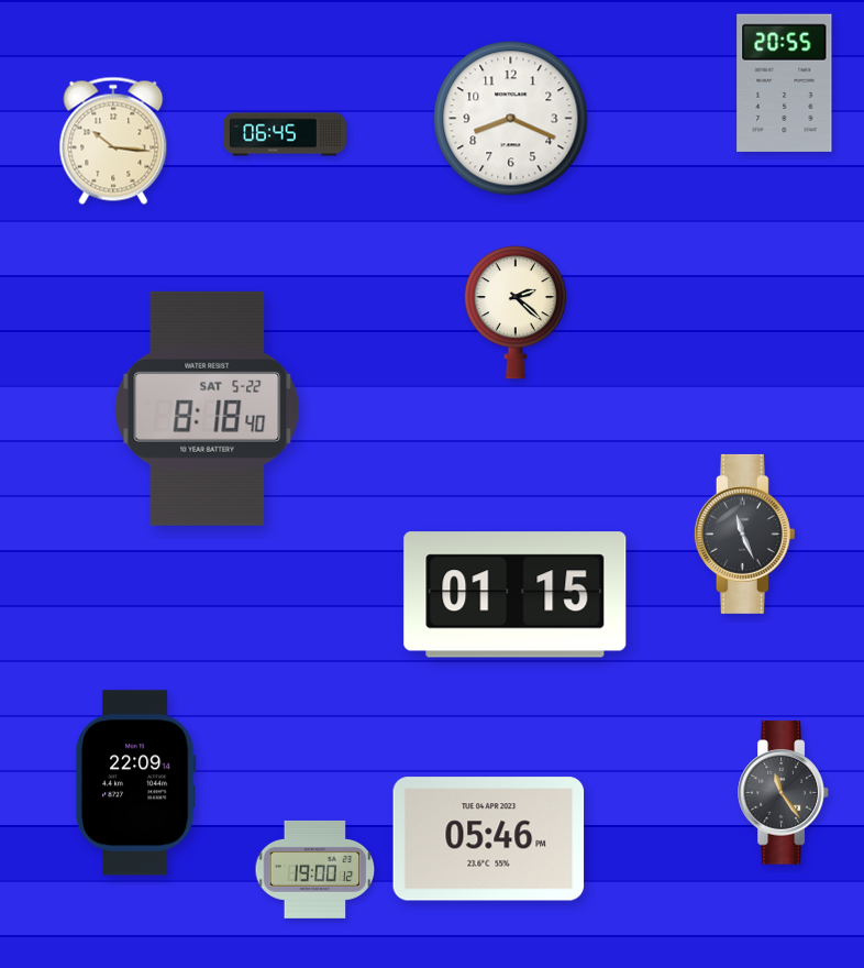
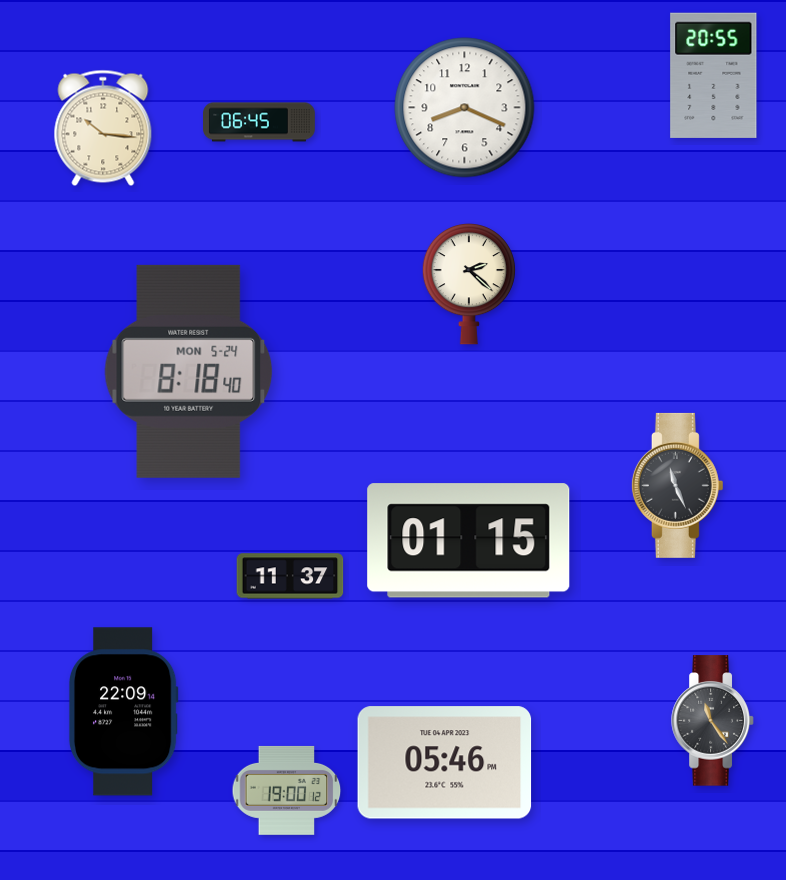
clock at (208, 408) date: SAT 5-22 -> MON 5-24
clock at (290, 576): none -> 11:37
